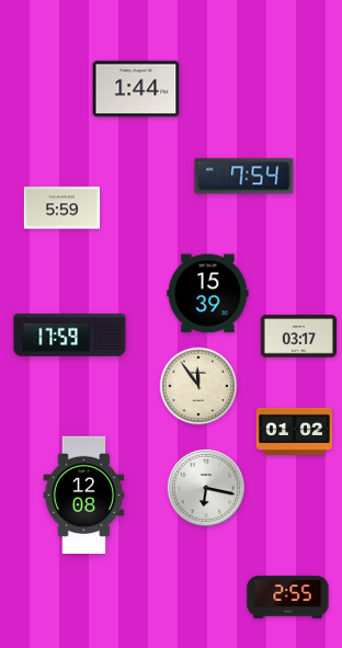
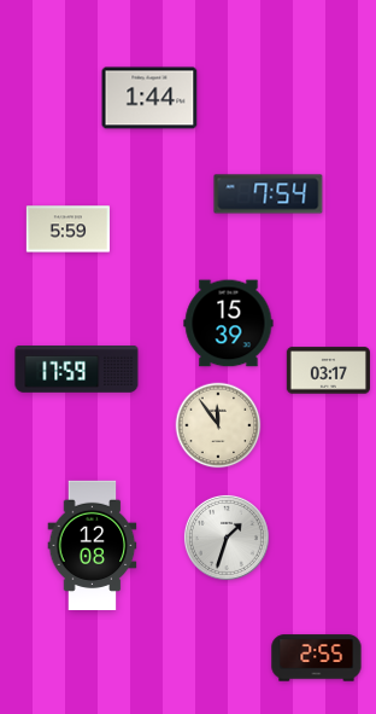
clock at (294, 431): 01:02 -> none
clock at (206, 488): 6:17 -> 1:33
